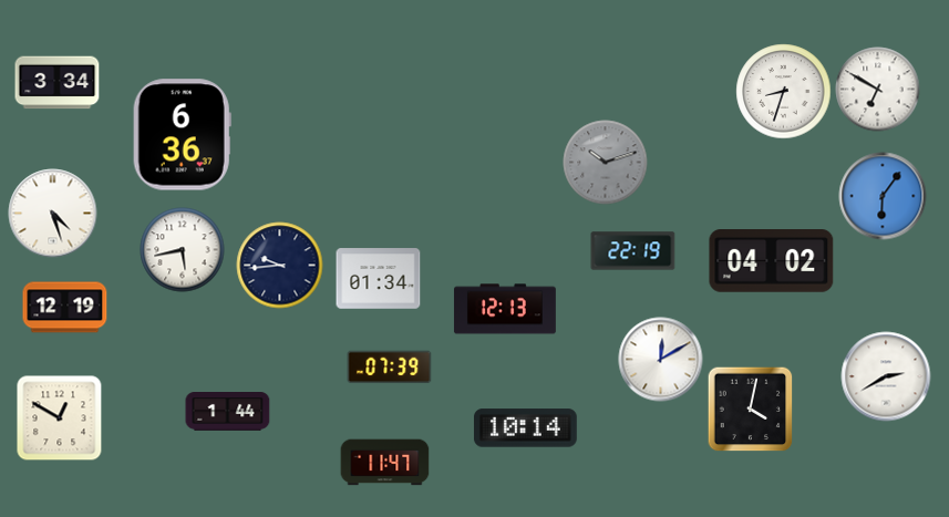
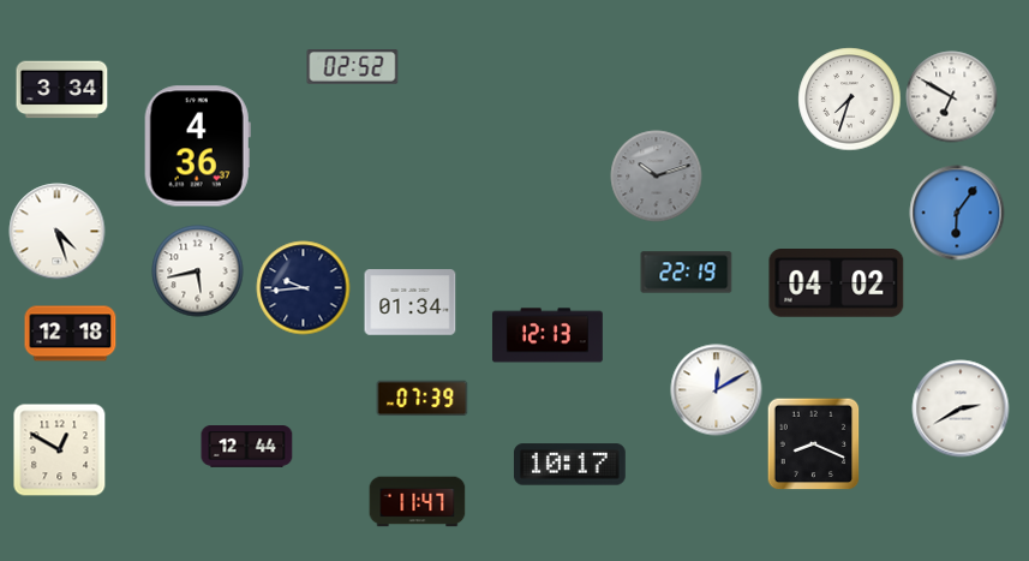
clock at (353, 67): none -> 02:52
clock at (784, 92): 8:33 -> 7:33
clock at (182, 135): 6:36 -> 4:36
clock at (65, 308): 12:19 -> 12:18
clock at (750, 409): 4:02 -> 8:19
clock at (228, 412): 1:44 -> 12:44
clock at (60, 418) position: (60, 418) -> (60, 450)
clock at (525, 428): 10:14 -> 10:17
